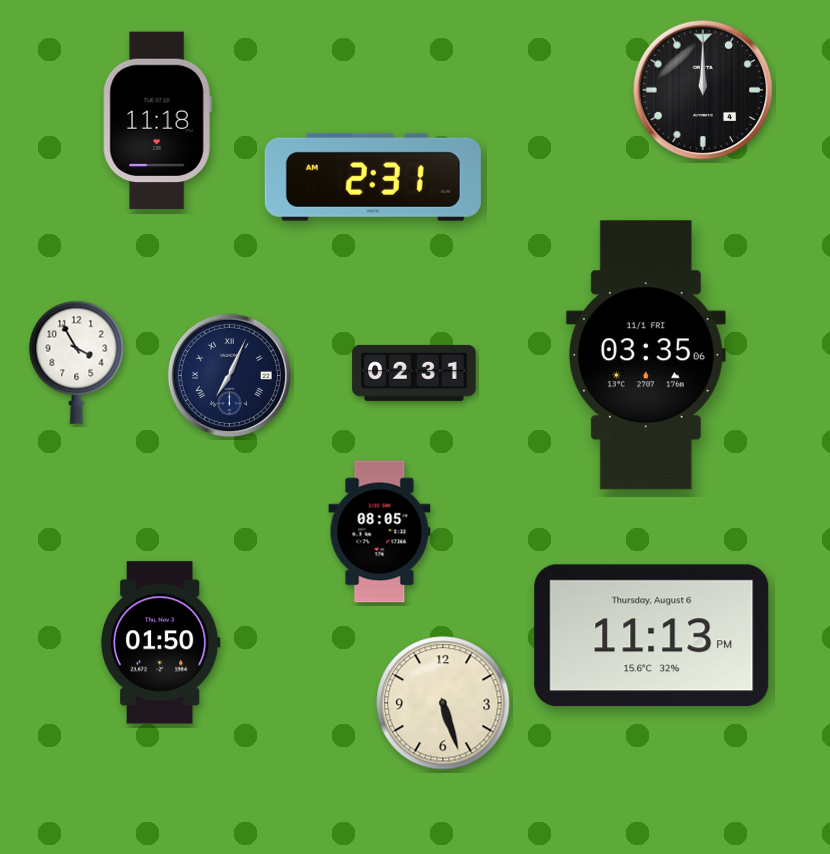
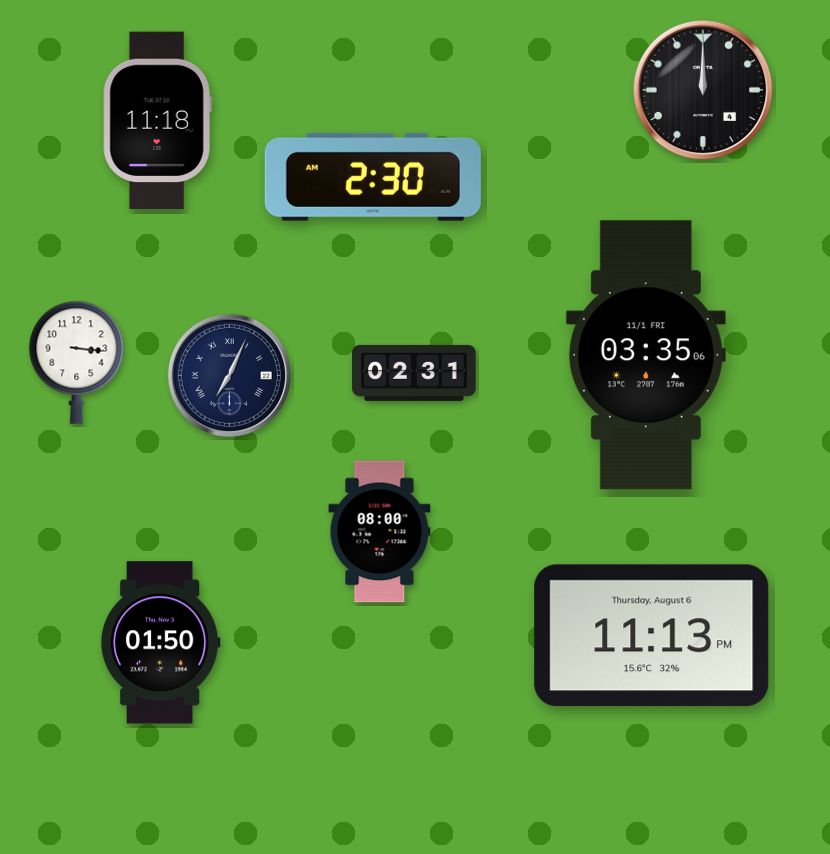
clock at (373, 177): 2:31 -> 2:30
clock at (77, 362): 3:55 -> 3:16
clock at (380, 532): 08:05 -> 08:00
clock at (443, 703): 5:27 -> none
